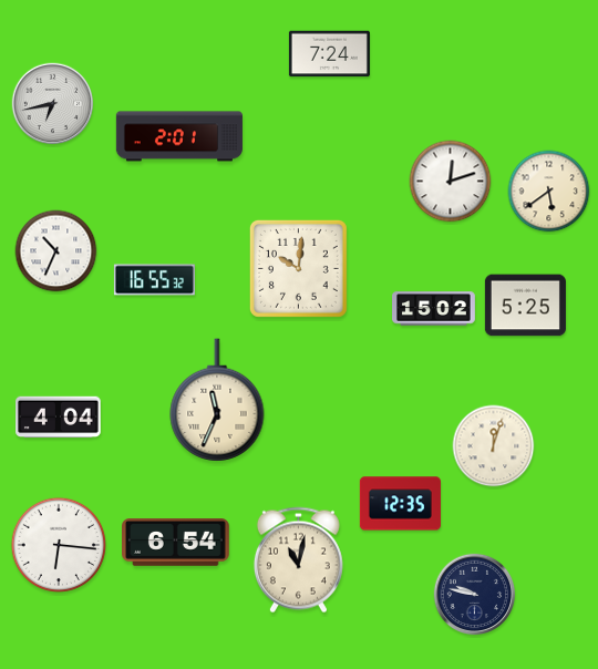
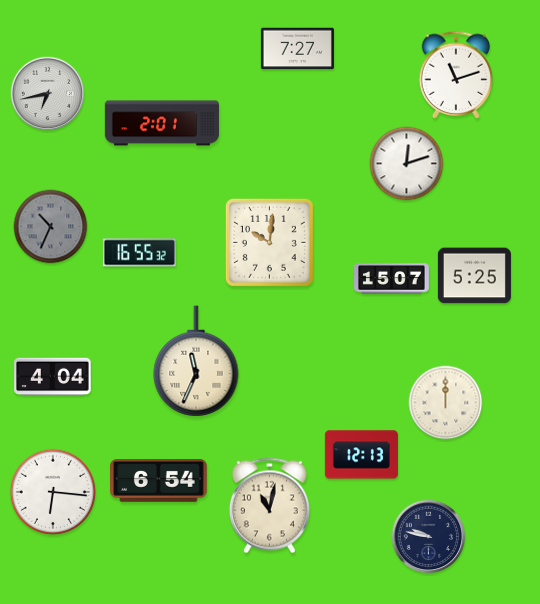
clock at (329, 54): 7:24 -> 7:27
clock at (456, 75): none -> 11:12
clock at (549, 192): 5:39 -> none
clock at (56, 251) dial: white -> grey
clock at (434, 309): 15:02 -> 15:07
clock at (494, 446): 12:03 -> 12:00
clock at (400, 504): 12:35 -> 12:13
clock at (176, 543) position: (176, 543) -> (159, 481)
